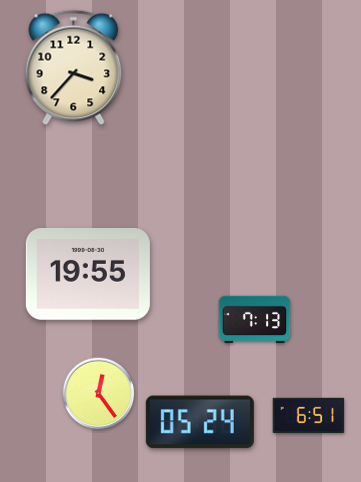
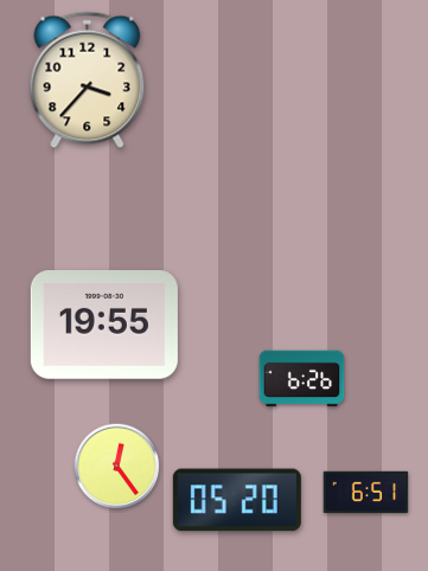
clock at (255, 320): 7:13 -> 6:26
clock at (200, 422): 05:24 -> 05:20
